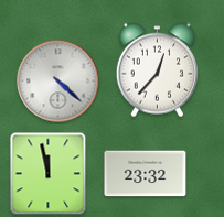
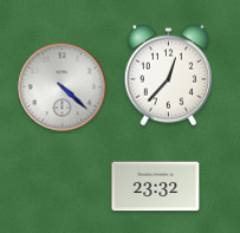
clock at (49, 174): 11:58 -> none
